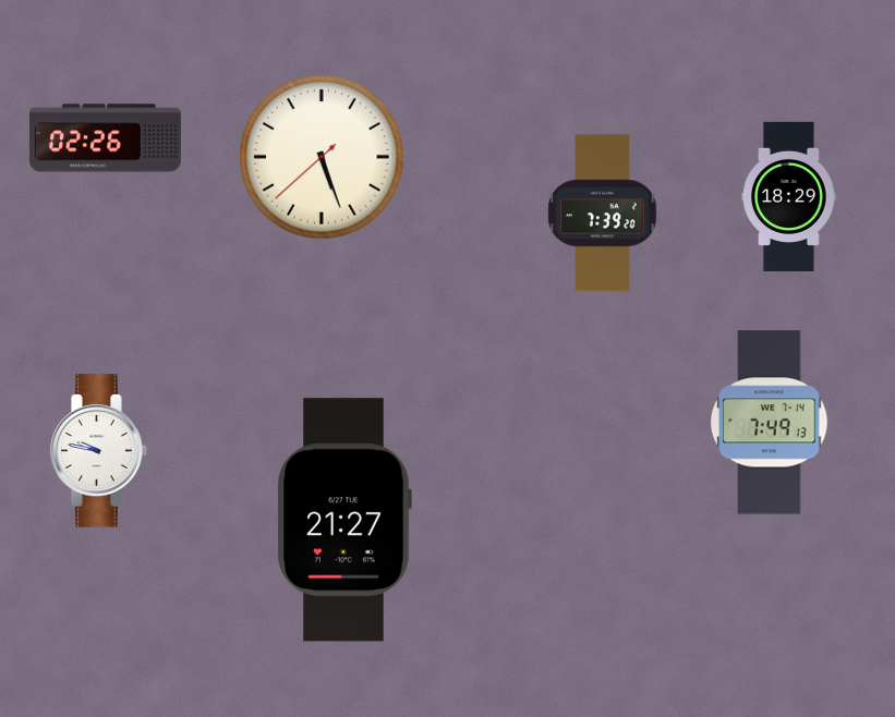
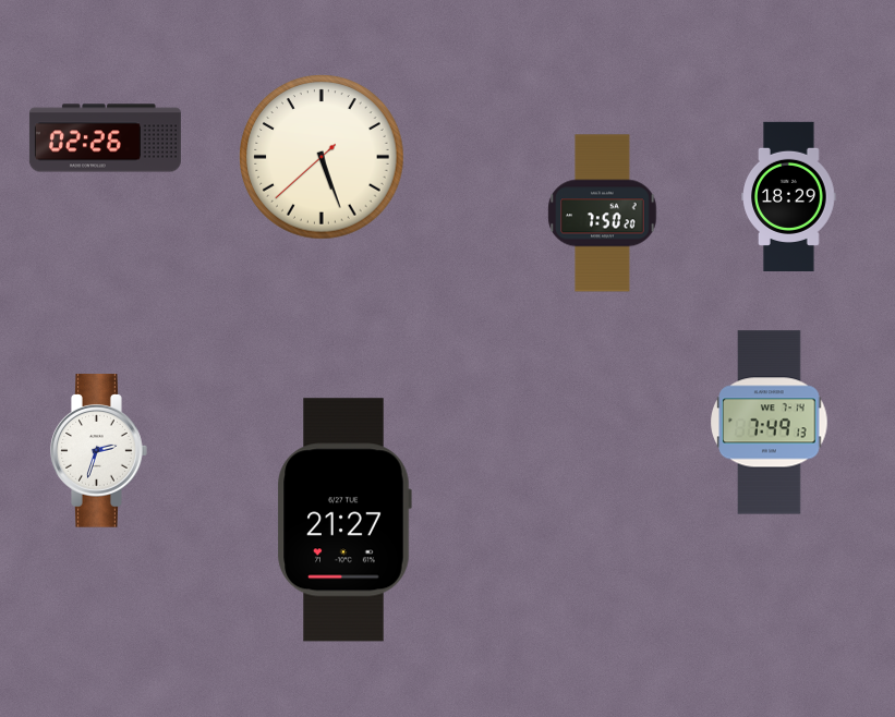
clock at (603, 214): 7:39 -> 7:50
clock at (99, 451): 9:47 -> 2:33
